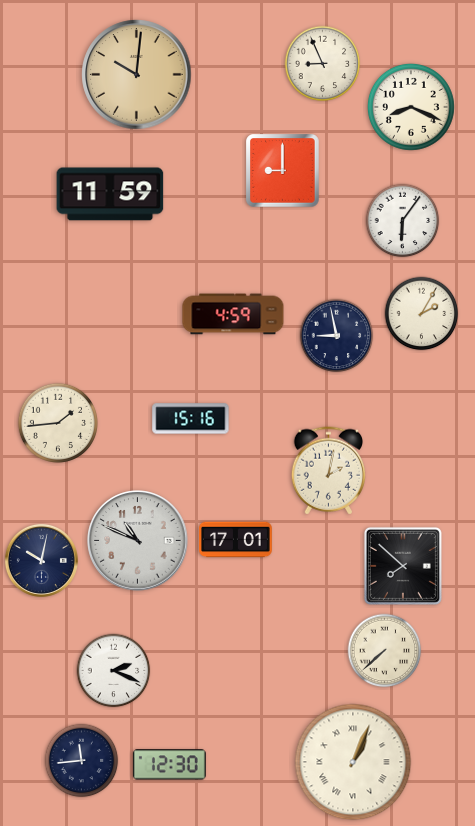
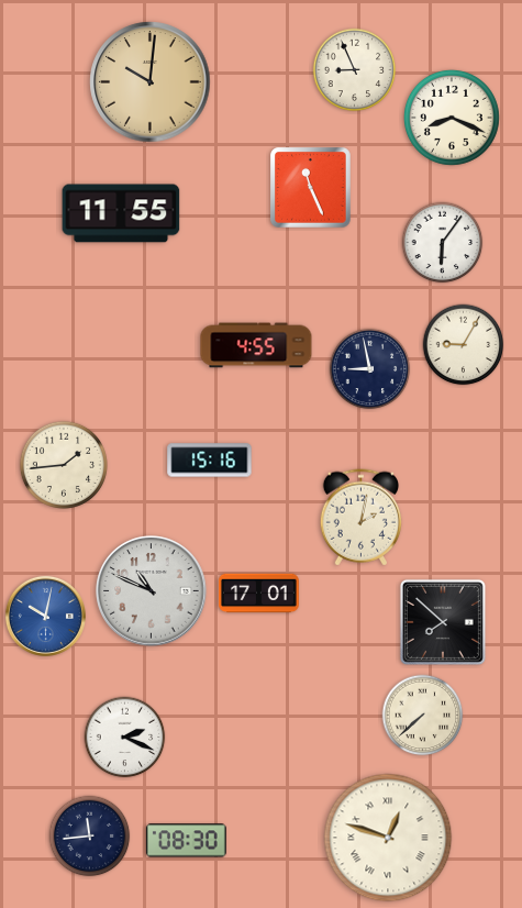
clock at (283, 171): 9:00 -> 11:26
clock at (110, 194): 11:59 -> 11:55
clock at (233, 314): 4:59 -> 4:55
clock at (422, 314): 2:05 -> 9:05
clock at (138, 541) position: (138, 541) -> (152, 591)
clock at (41, 560) dial: navy -> blue
clock at (353, 762): 1:04 -> 12:48
clock at (169, 765): 12:30 -> 08:30
